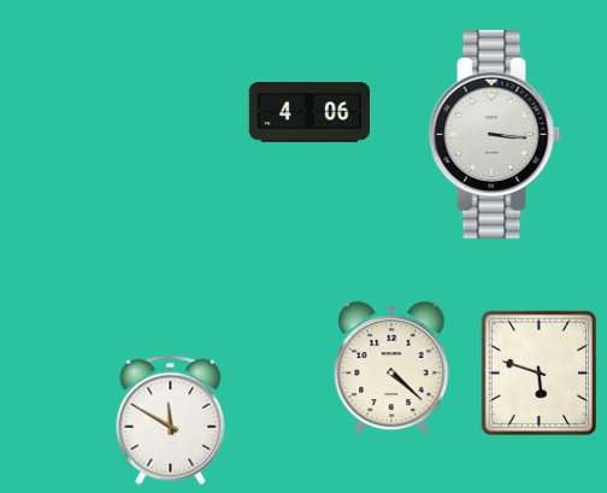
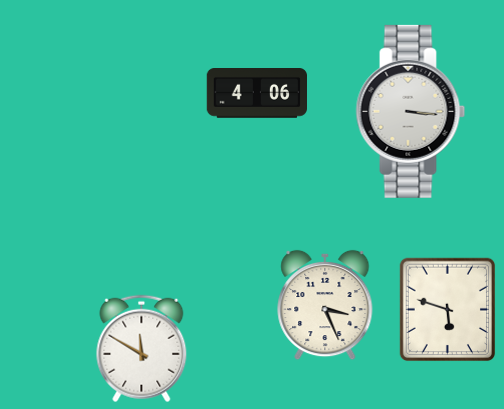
clock at (391, 368): 4:22 -> 3:26
